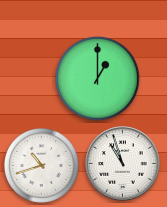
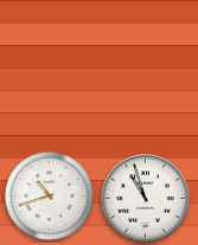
clock at (98, 79): 1:00 -> none
clock at (123, 164) position: (123, 164) -> (146, 199)
